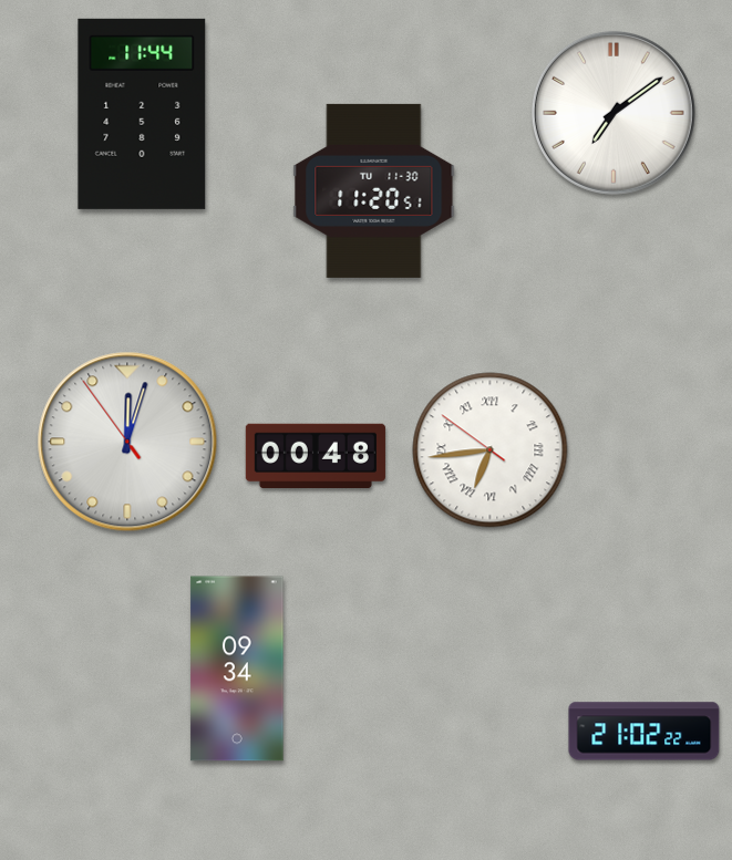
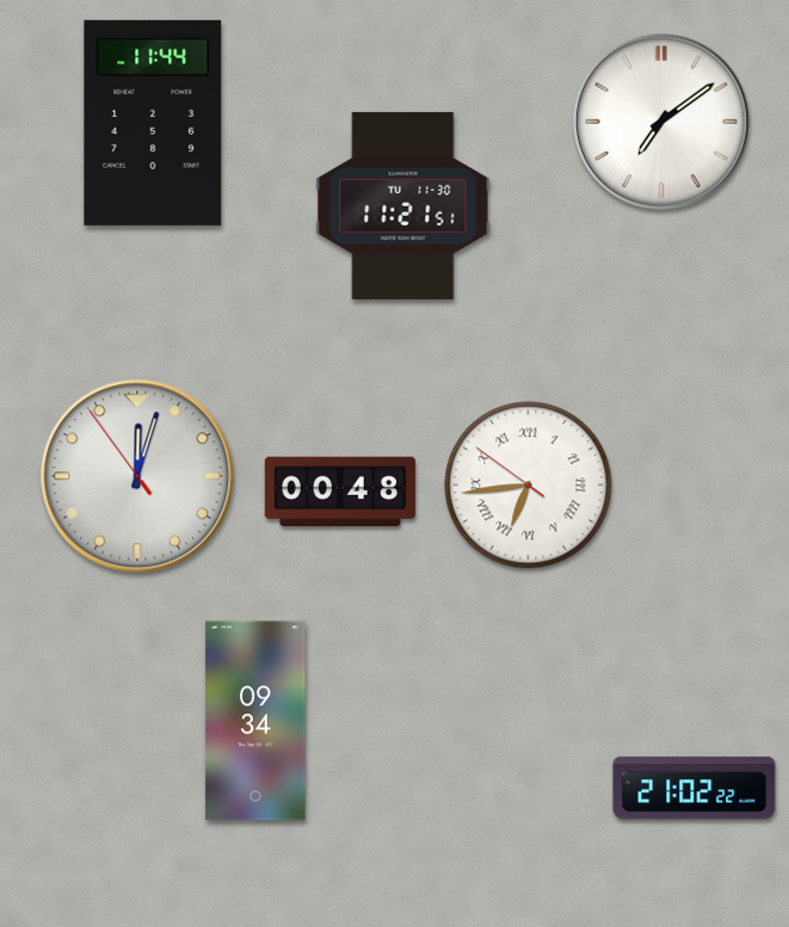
clock at (374, 190): 11:20 -> 11:21
